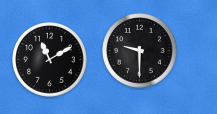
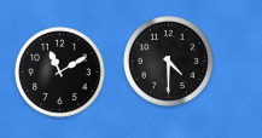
clock at (140, 51): 9:30 -> 4:30
